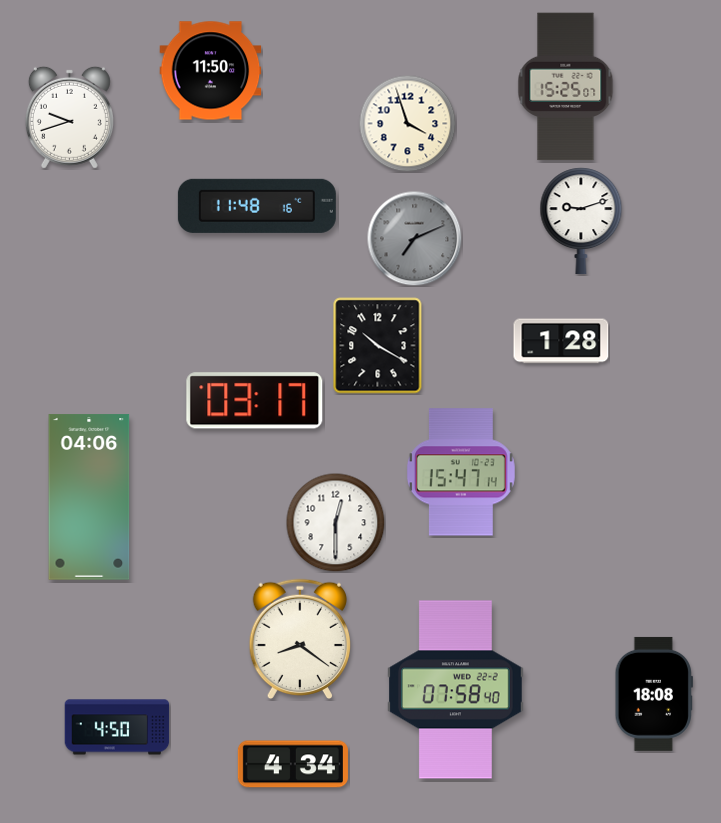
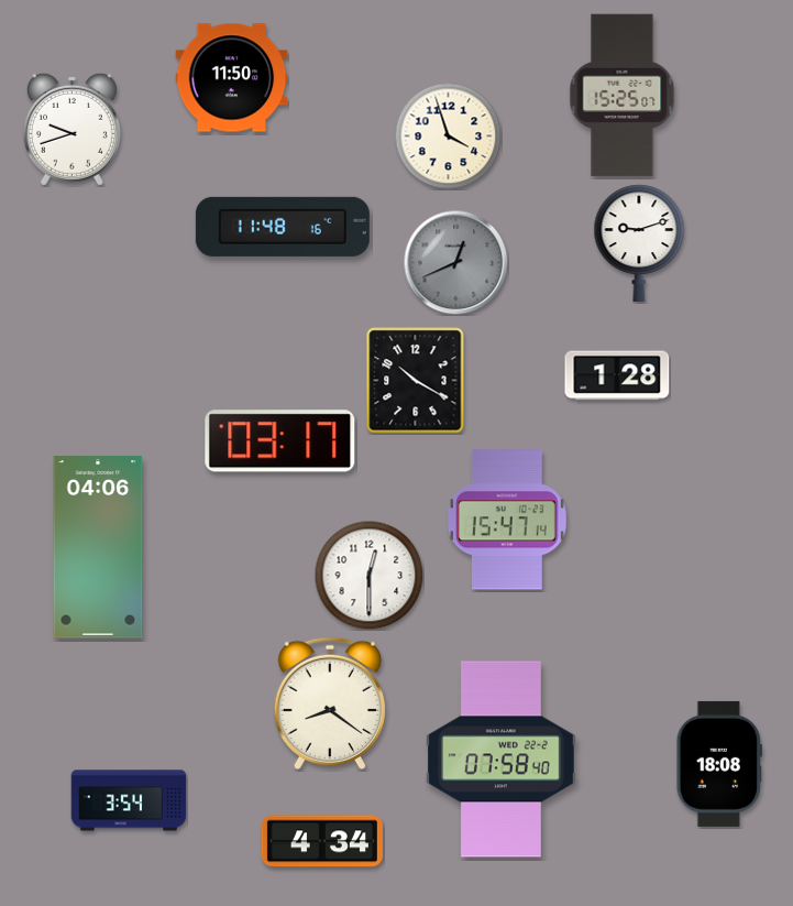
clock at (69, 117) position: (69, 117) -> (71, 129)
clock at (414, 238): 7:11 -> 12:41
clock at (117, 727): 4:50 -> 3:54
